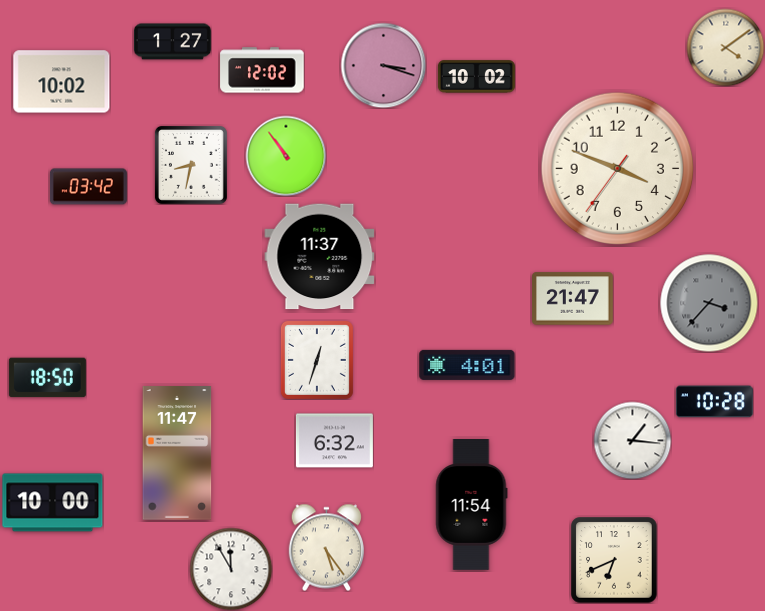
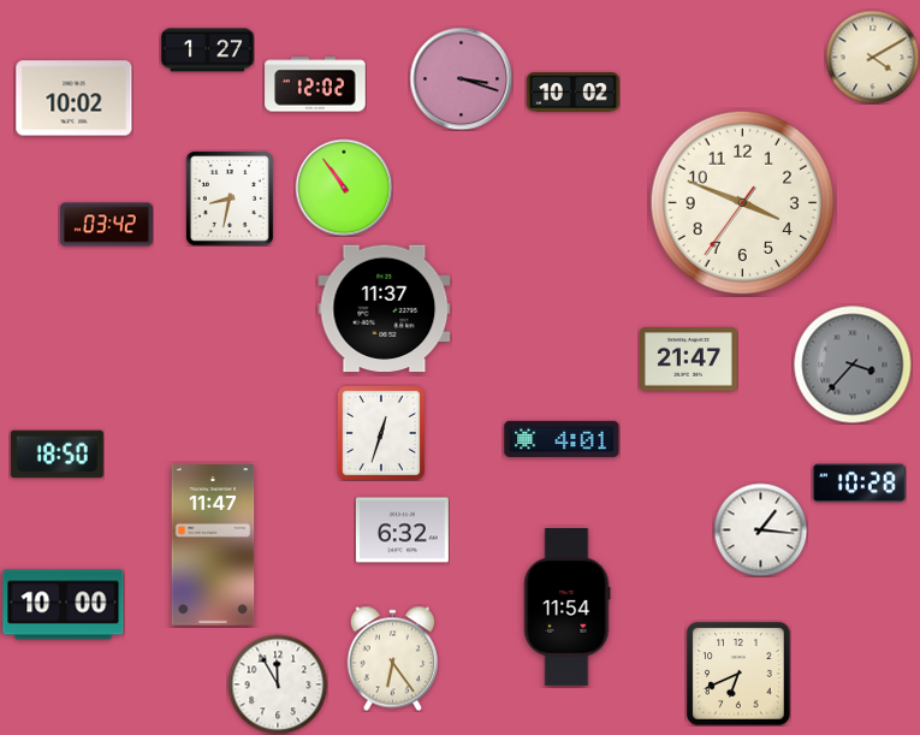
clock at (725, 47): 4:09 -> 4:10
clock at (326, 547): 5:24 -> 6:24
